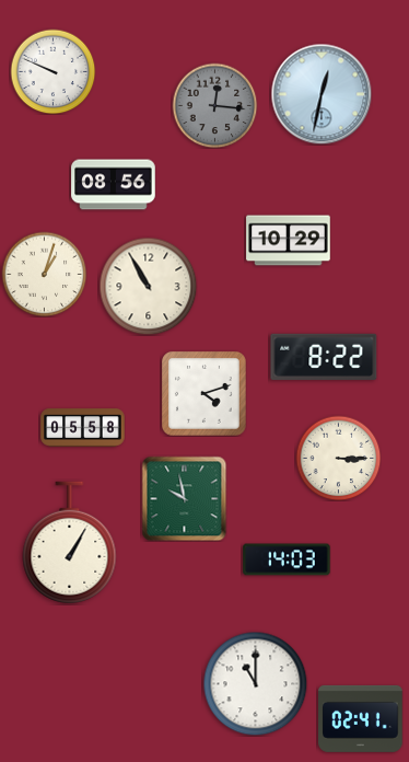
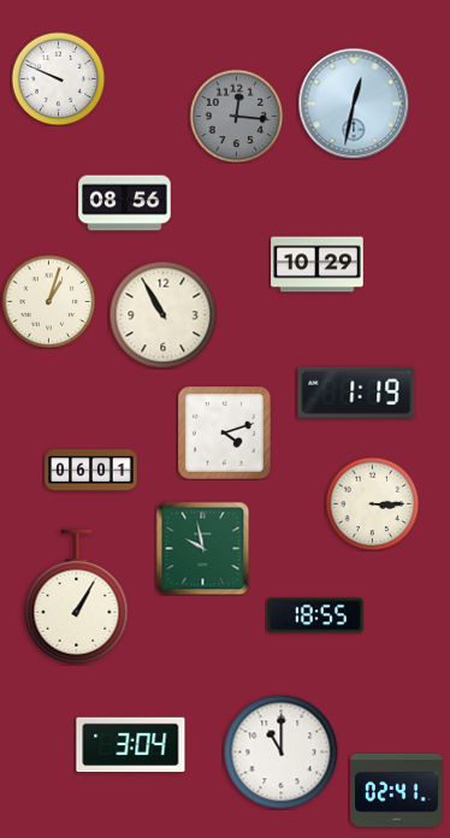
clock at (324, 357): 8:22 -> 1:19
clock at (83, 428): 05:58 -> 06:01
clock at (287, 559): 14:03 -> 18:55
clock at (131, 745): none -> 3:04
